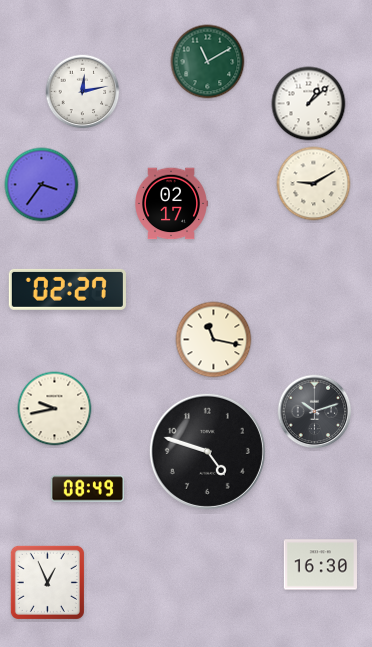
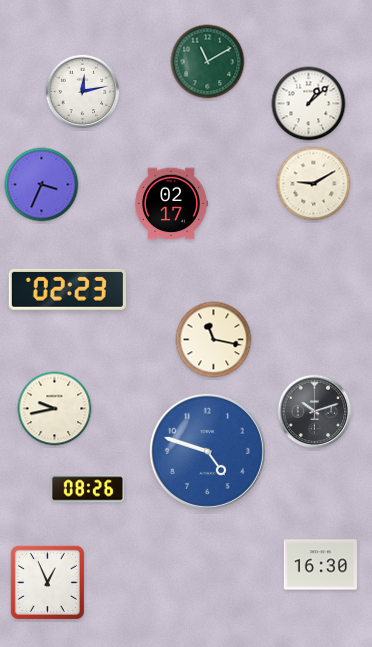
clock at (42, 185): 3:36 -> 3:34
clock at (67, 289): 02:27 -> 02:23
clock at (207, 451) dial: black -> blue
clock at (87, 489): 08:49 -> 08:26
